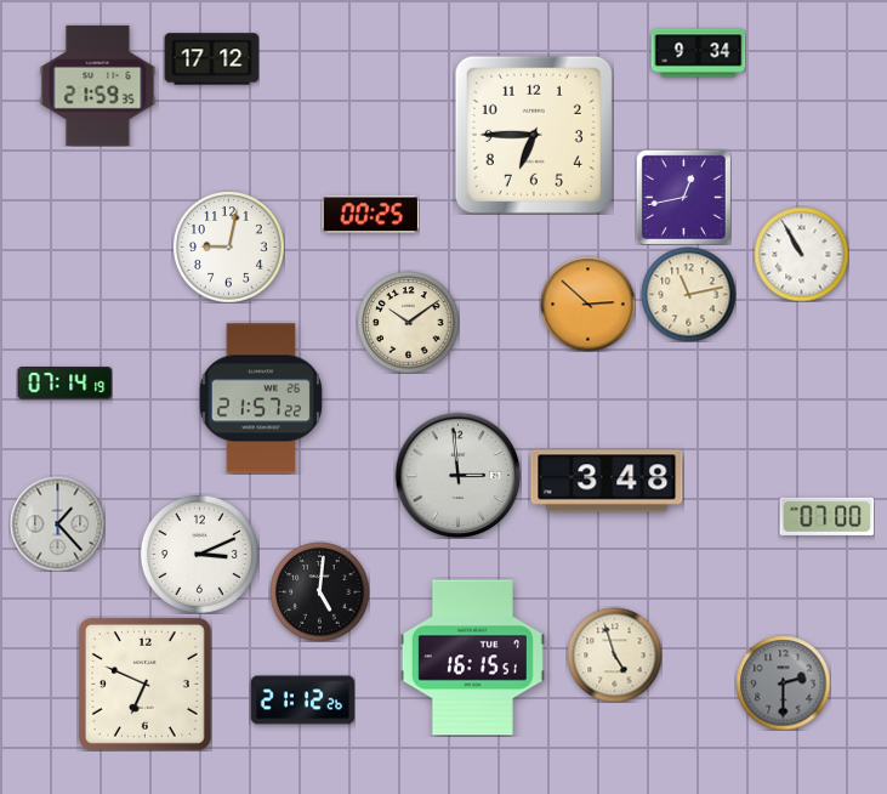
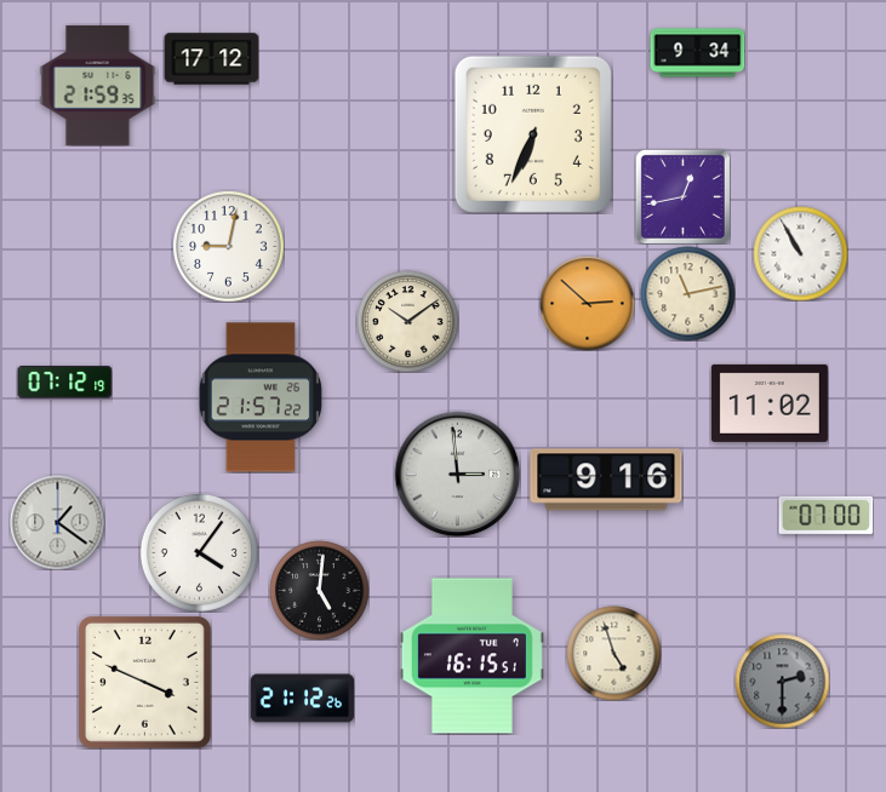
clock at (534, 135): 6:45 -> 6:34
clock at (370, 215): 00:25 -> none
clock at (64, 384): 07:14 -> 07:12
clock at (770, 403): none -> 11:02
clock at (607, 481): 3:48 -> 9:16
clock at (57, 523): 1:23 -> 1:21
clock at (199, 554): 3:11 -> 4:06
clock at (144, 684): 6:49 -> 3:49
